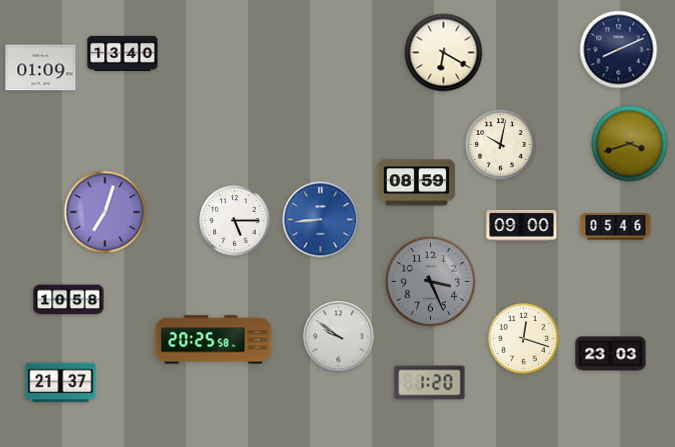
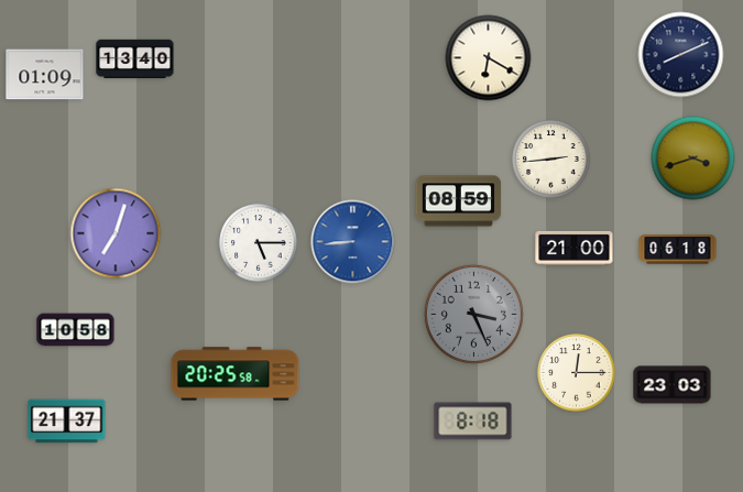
clock at (501, 145): 10:02 -> 2:44
clock at (522, 225): 09:00 -> 21:00
clock at (616, 227): 05:46 -> 06:18
clock at (430, 281) position: (430, 281) -> (473, 314)
clock at (339, 337): 9:51 -> none
clock at (524, 339): 12:18 -> 12:15
clock at (611, 354) position: (611, 354) -> (673, 385)
clock at (430, 383): 1:20 -> 8:18
